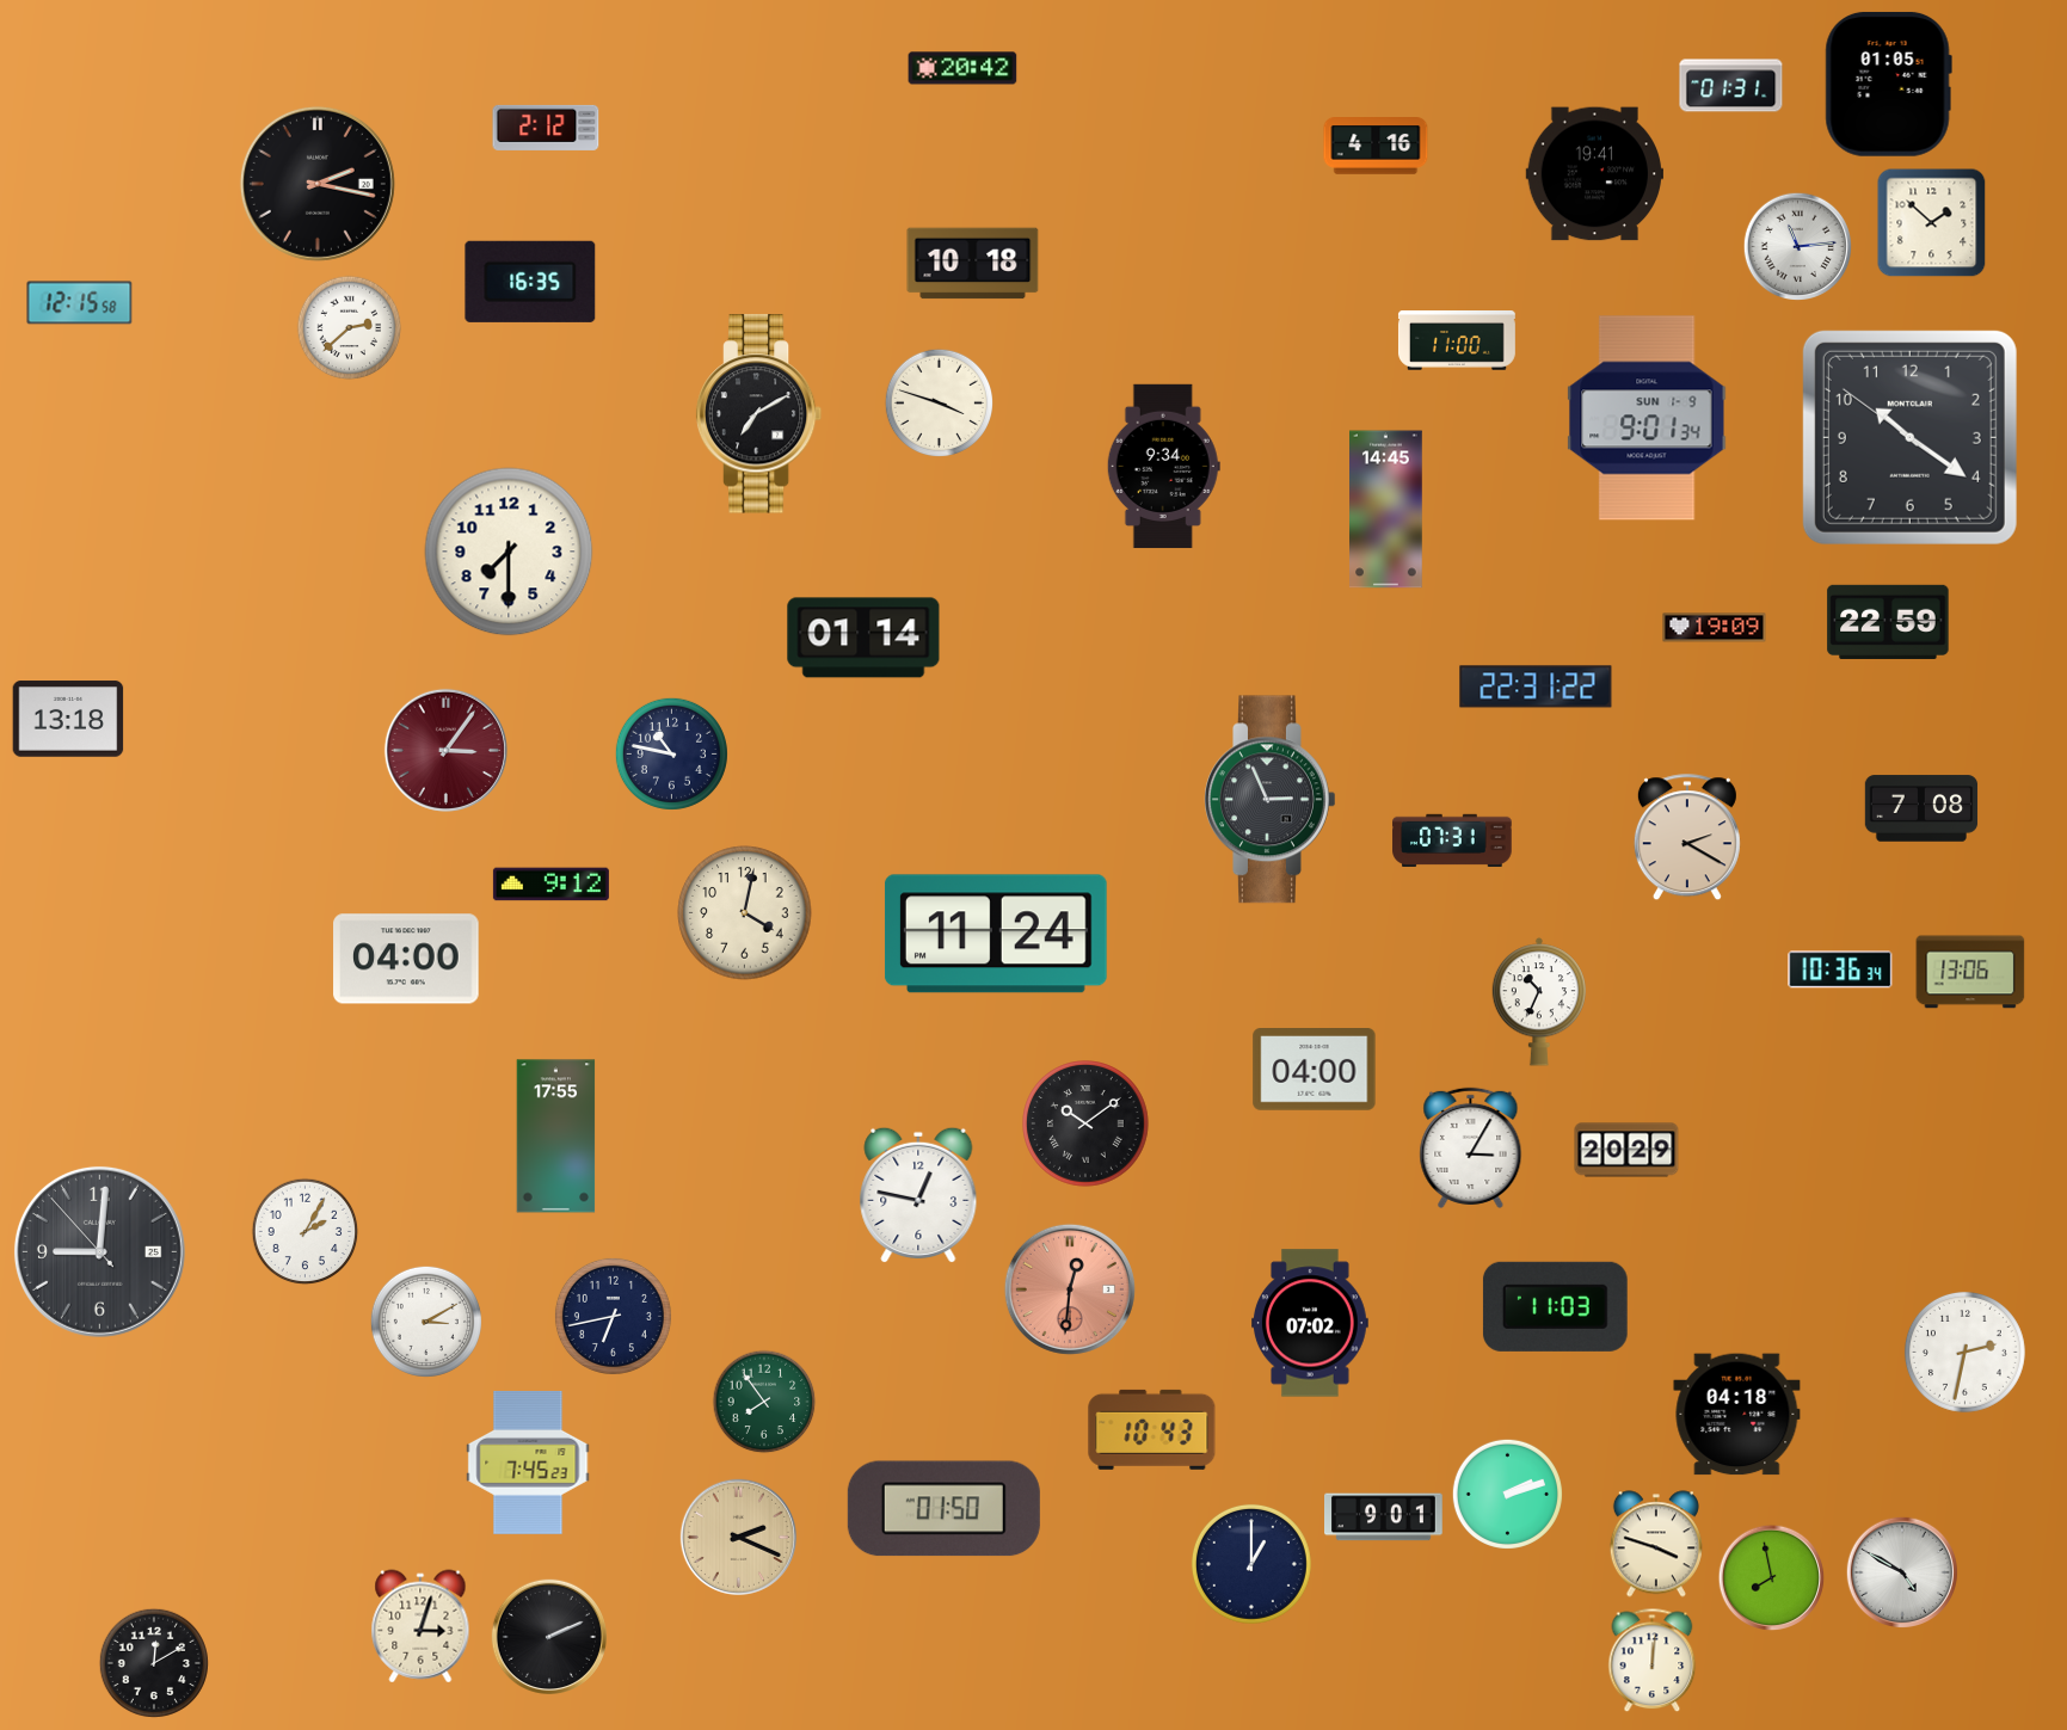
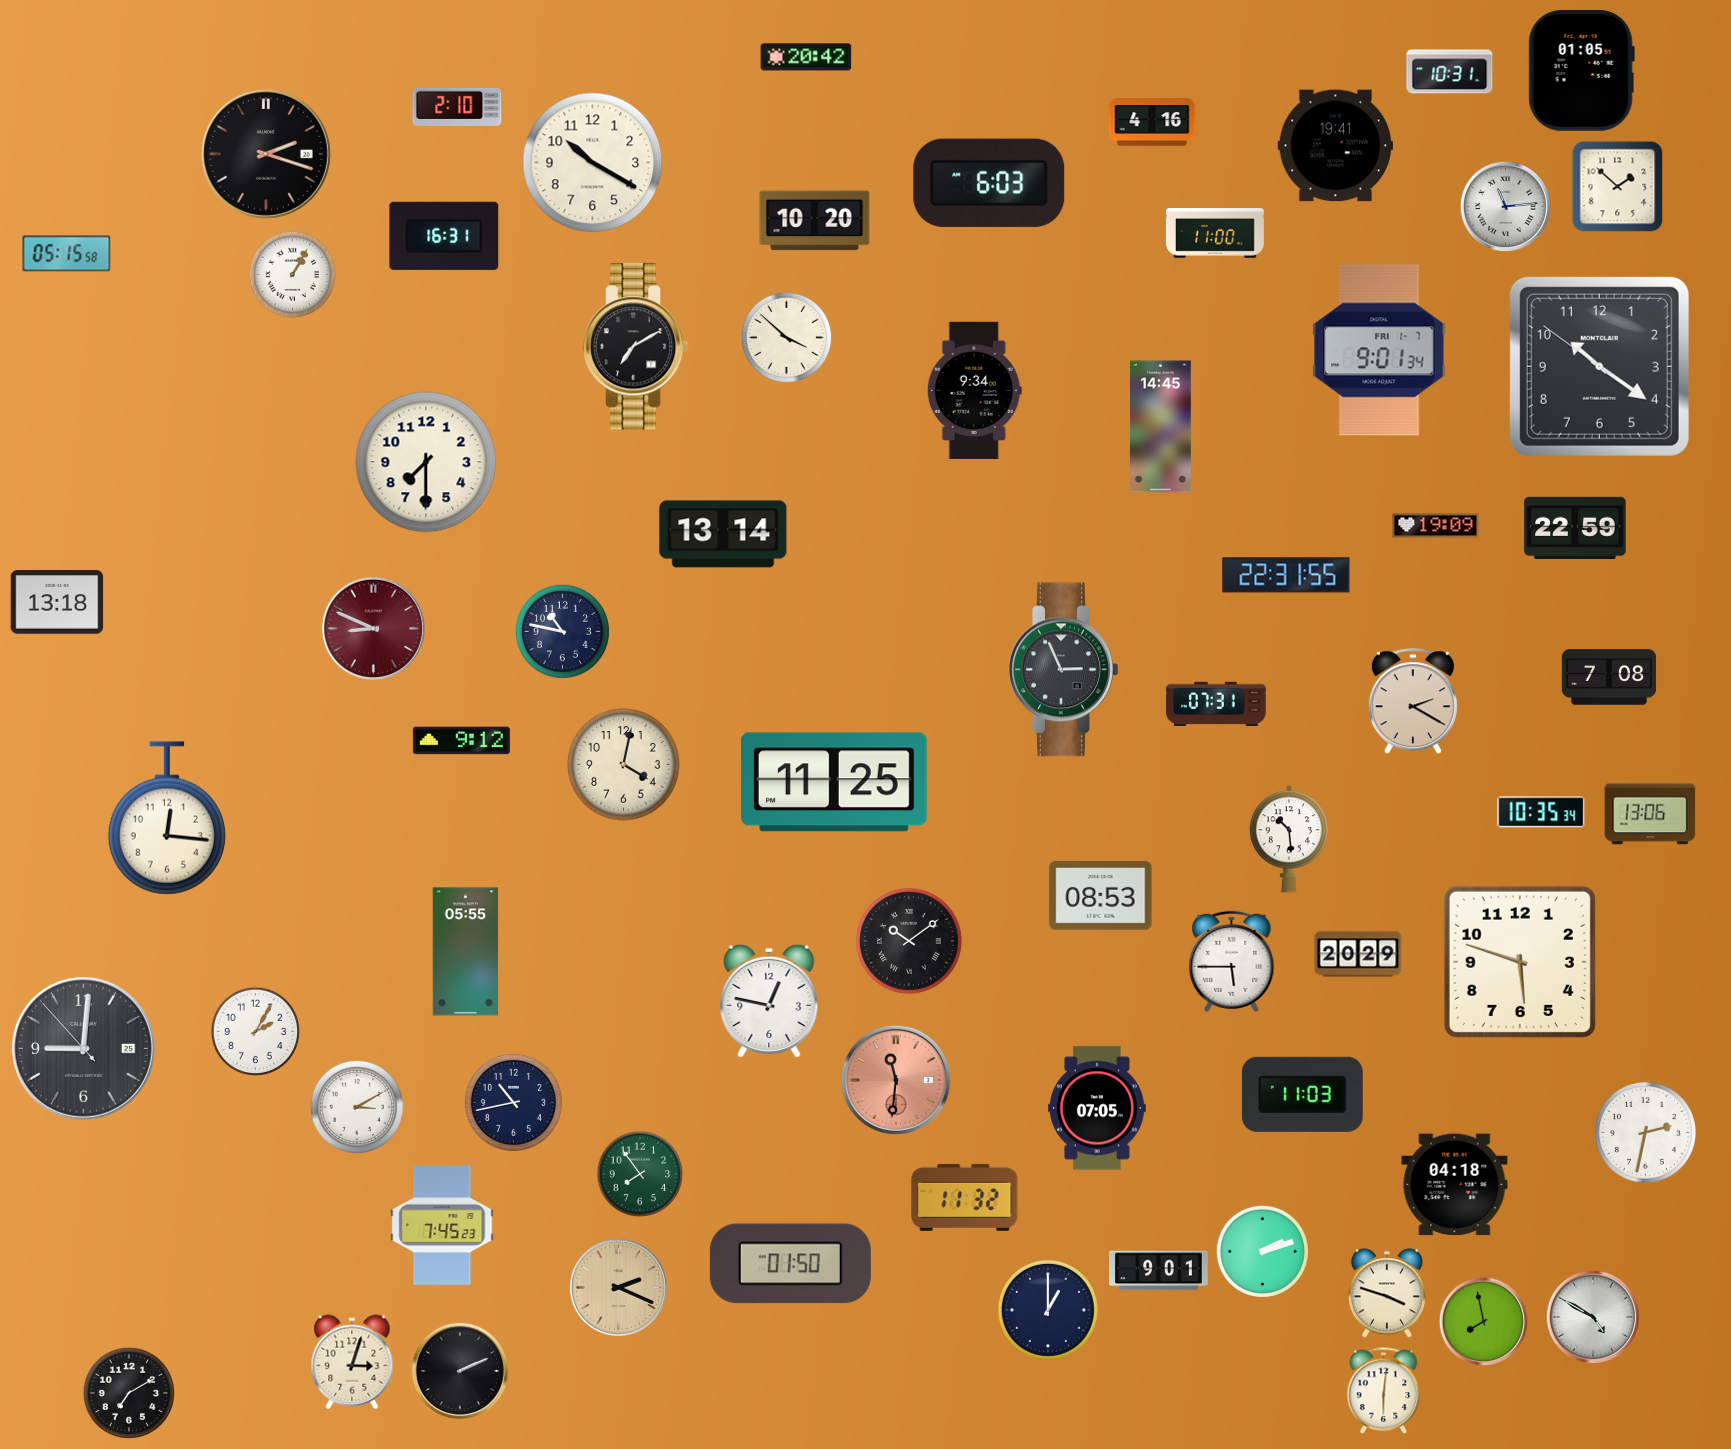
clock at (1731, 86): 01:31 -> 10:31
clock at (546, 128): 2:12 -> 2:10
clock at (318, 184): 2:17 -> 2:18
clock at (593, 163): none -> 10:20
clock at (989, 183): none -> 6:03
clock at (973, 264): 10:18 -> 10:20
clock at (530, 282): 16:35 -> 16:31
clock at (80, 303): 12:15 -> 05:15
clock at (350, 328): 2:38 -> 1:05
clock at (1457, 340) position: (1457, 340) -> (1215, 233)
clock at (939, 402): 3:48 -> 3:52
clock at (1647, 418) date: SUN 1-9 -> FRI 1-7
clock at (1888, 622) position: (1888, 622) -> (1575, 528)
clock at (863, 638): 01:14 -> 13:14
clock at (1536, 687): 22:31:22 -> 22:31:55
clock at (445, 750): 3:06 -> 8:49
clock at (996, 934): 11:24 -> 11:25
clock at (406, 959): 04:00 -> none
clock at (1840, 969): 10:36 -> 10:35
clock at (167, 818): none -> 12:16
clock at (1538, 1002): 10:34 -> 10:29
clock at (1315, 1070): 04:00 -> 08:53
clock at (556, 1137): 17:55 -> 05:55
clock at (1471, 1147): 3:05 -> 5:45
clock at (1520, 962): none -> 5:48
clock at (1626, 1150) position: (1626, 1150) -> (1358, 954)
clock at (1070, 1289): 12:31 -> 11:31
clock at (613, 1316): 6:43 -> 10:43
clock at (1311, 1323): 07:02 -> 07:05
clock at (1152, 1429): 10:43 -> 11:32
clock at (1653, 1661): 12:01 -> 6:01
clock at (153, 1662): 12:10 -> 7:10
